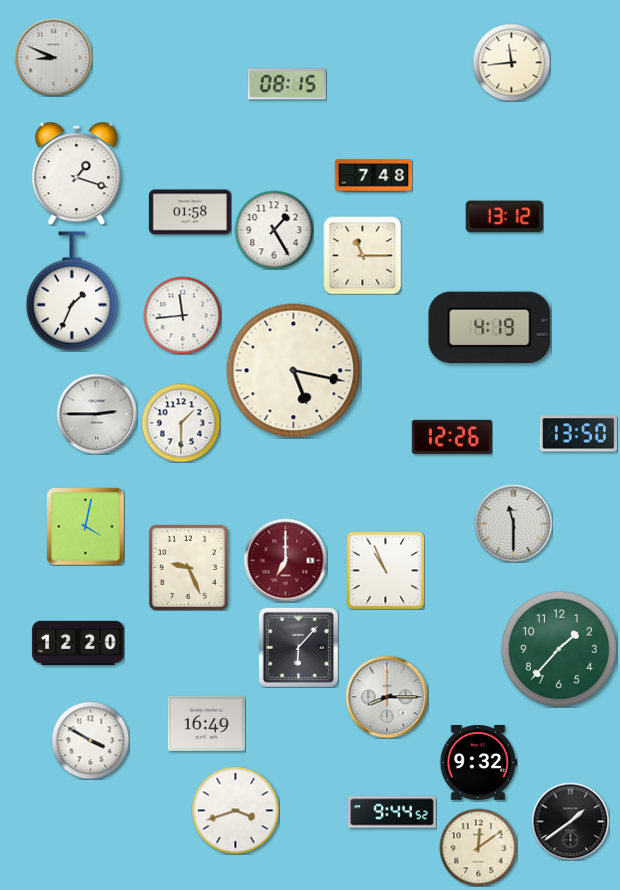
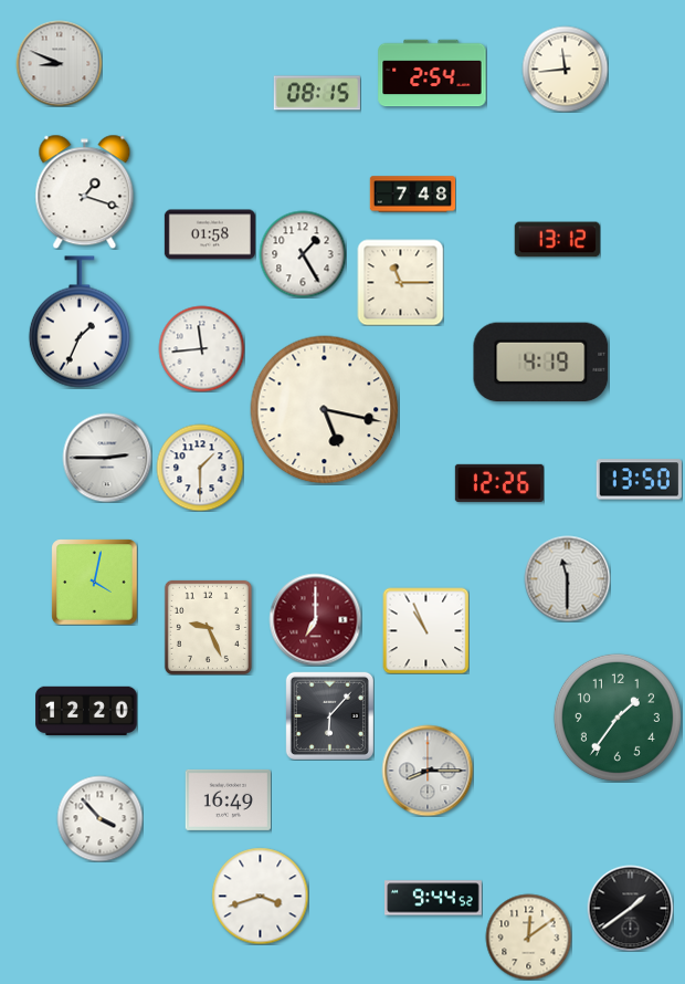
clock at (432, 73): none -> 2:54
clock at (559, 649): 1:37 -> 1:36
clock at (90, 740): 3:50 -> 3:53
clock at (478, 762): 9:32 -> none
